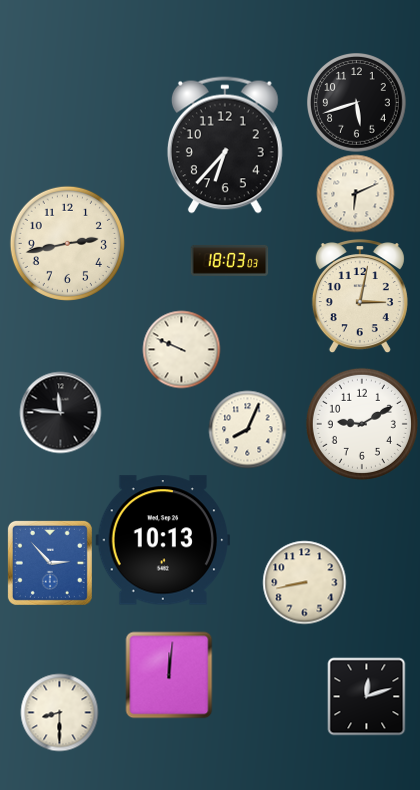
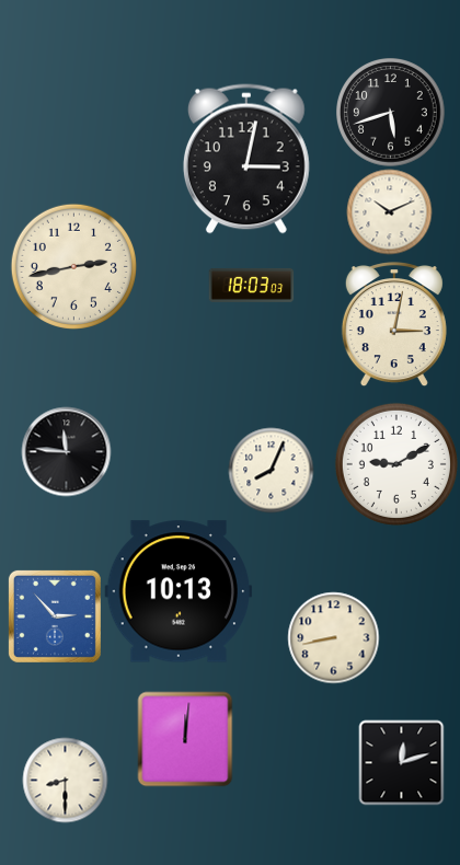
clock at (225, 145): 6:37 -> 3:02
clock at (355, 193): 6:11 -> 10:11
clock at (181, 349): 9:49 -> none
